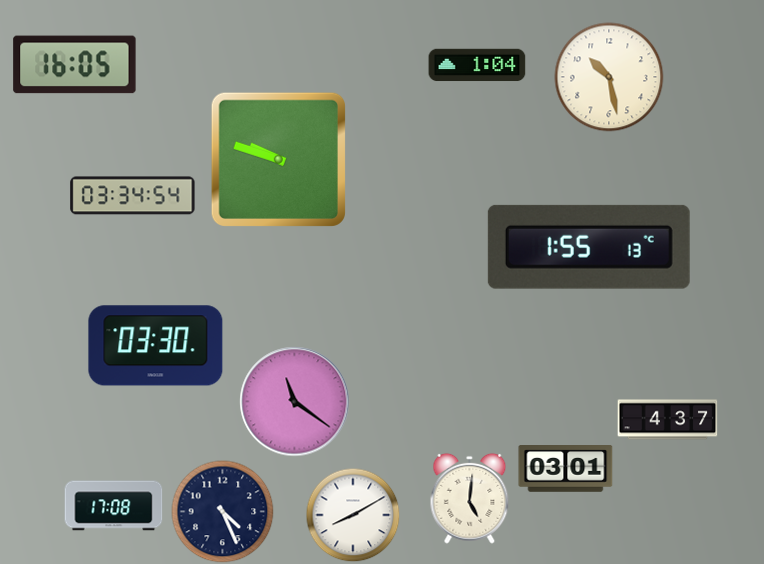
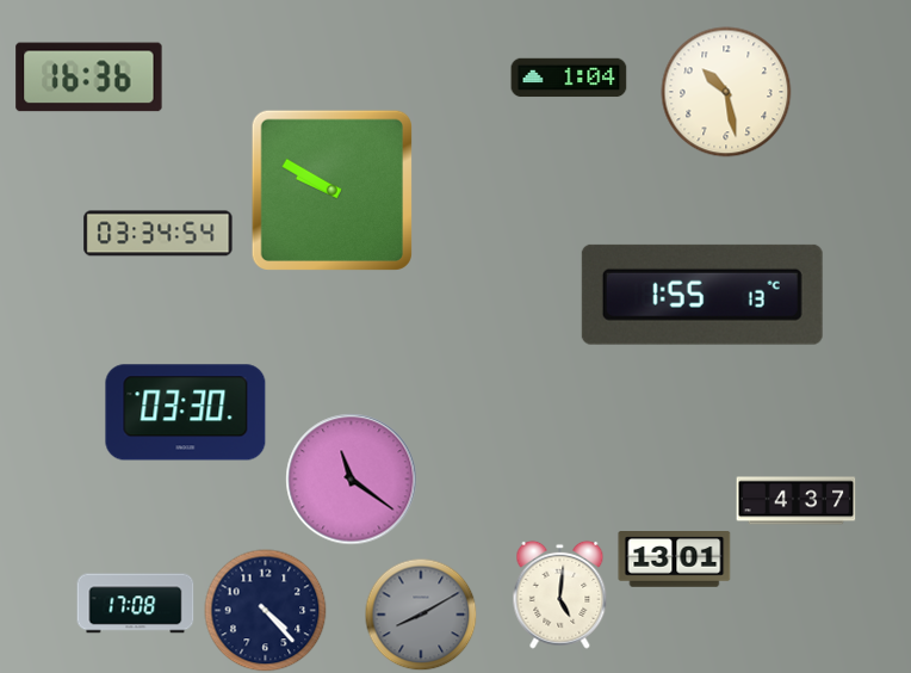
clock at (75, 65): 16:05 -> 16:36
clock at (278, 159): 9:48 -> 9:50
clock at (566, 469): 03:01 -> 13:01
clock at (223, 512): 4:26 -> 4:23
clock at (353, 515) dial: white -> grey
